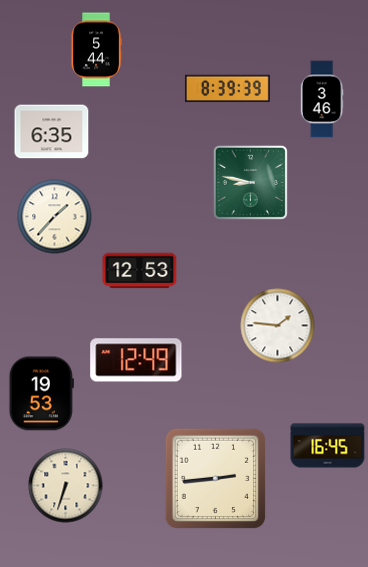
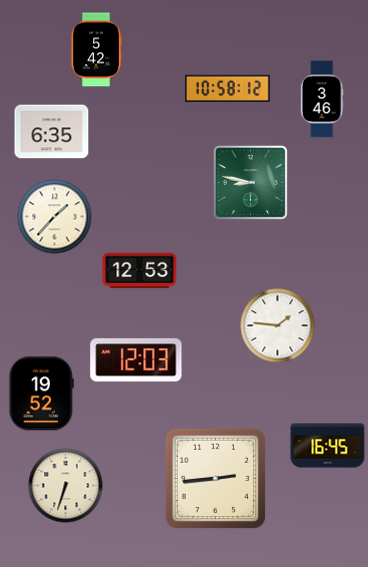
clock at (96, 50): 5:44 -> 5:42
clock at (227, 89): 8:39 -> 10:58
clock at (136, 360): 12:49 -> 12:03
clock at (41, 394): 19:53 -> 19:52
